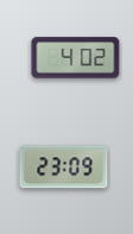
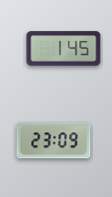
clock at (76, 58): 4:02 -> 1:45
